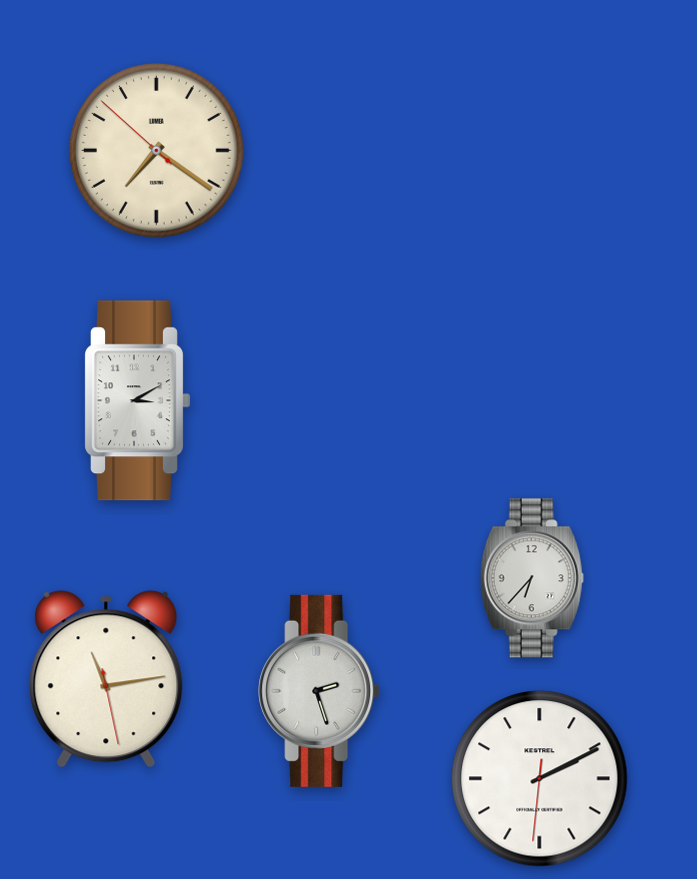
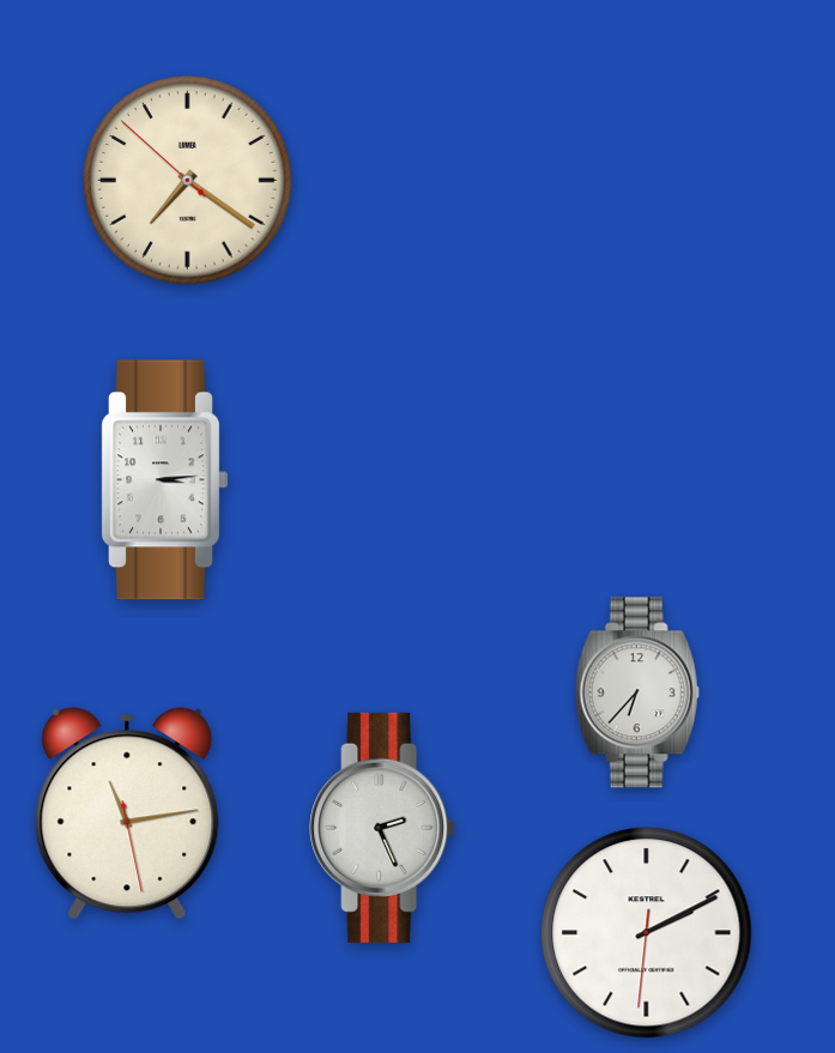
clock at (137, 401): 3:10 -> 3:14
clock at (319, 691): 2:27 -> 2:26
